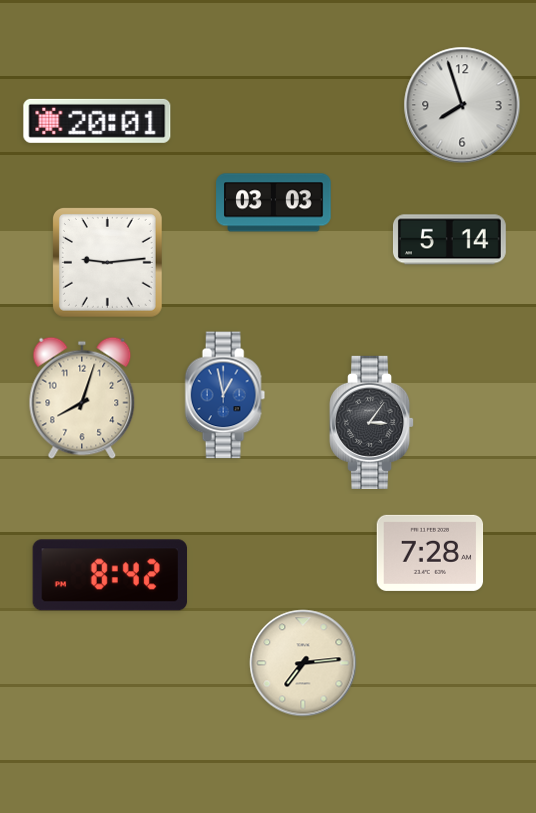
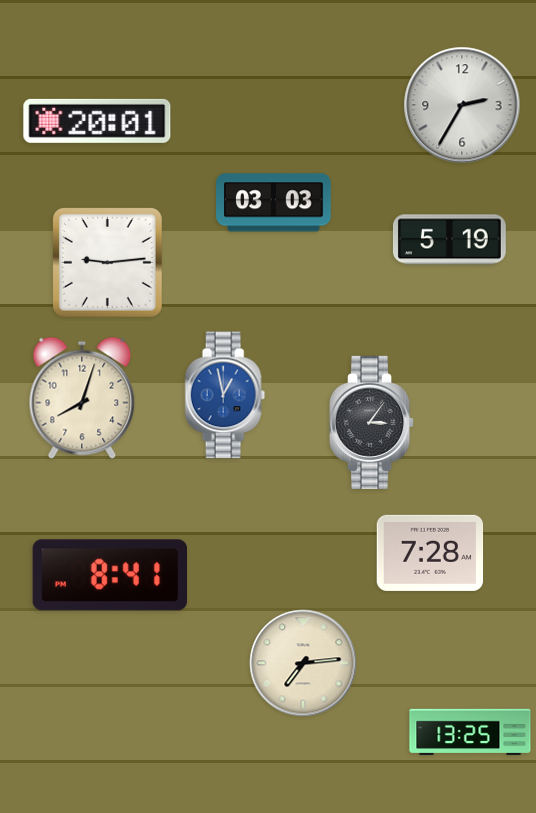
clock at (462, 105): 7:57 -> 2:35
clock at (449, 240): 5:14 -> 5:19
clock at (109, 575): 8:42 -> 8:41
clock at (470, 731): none -> 13:25
